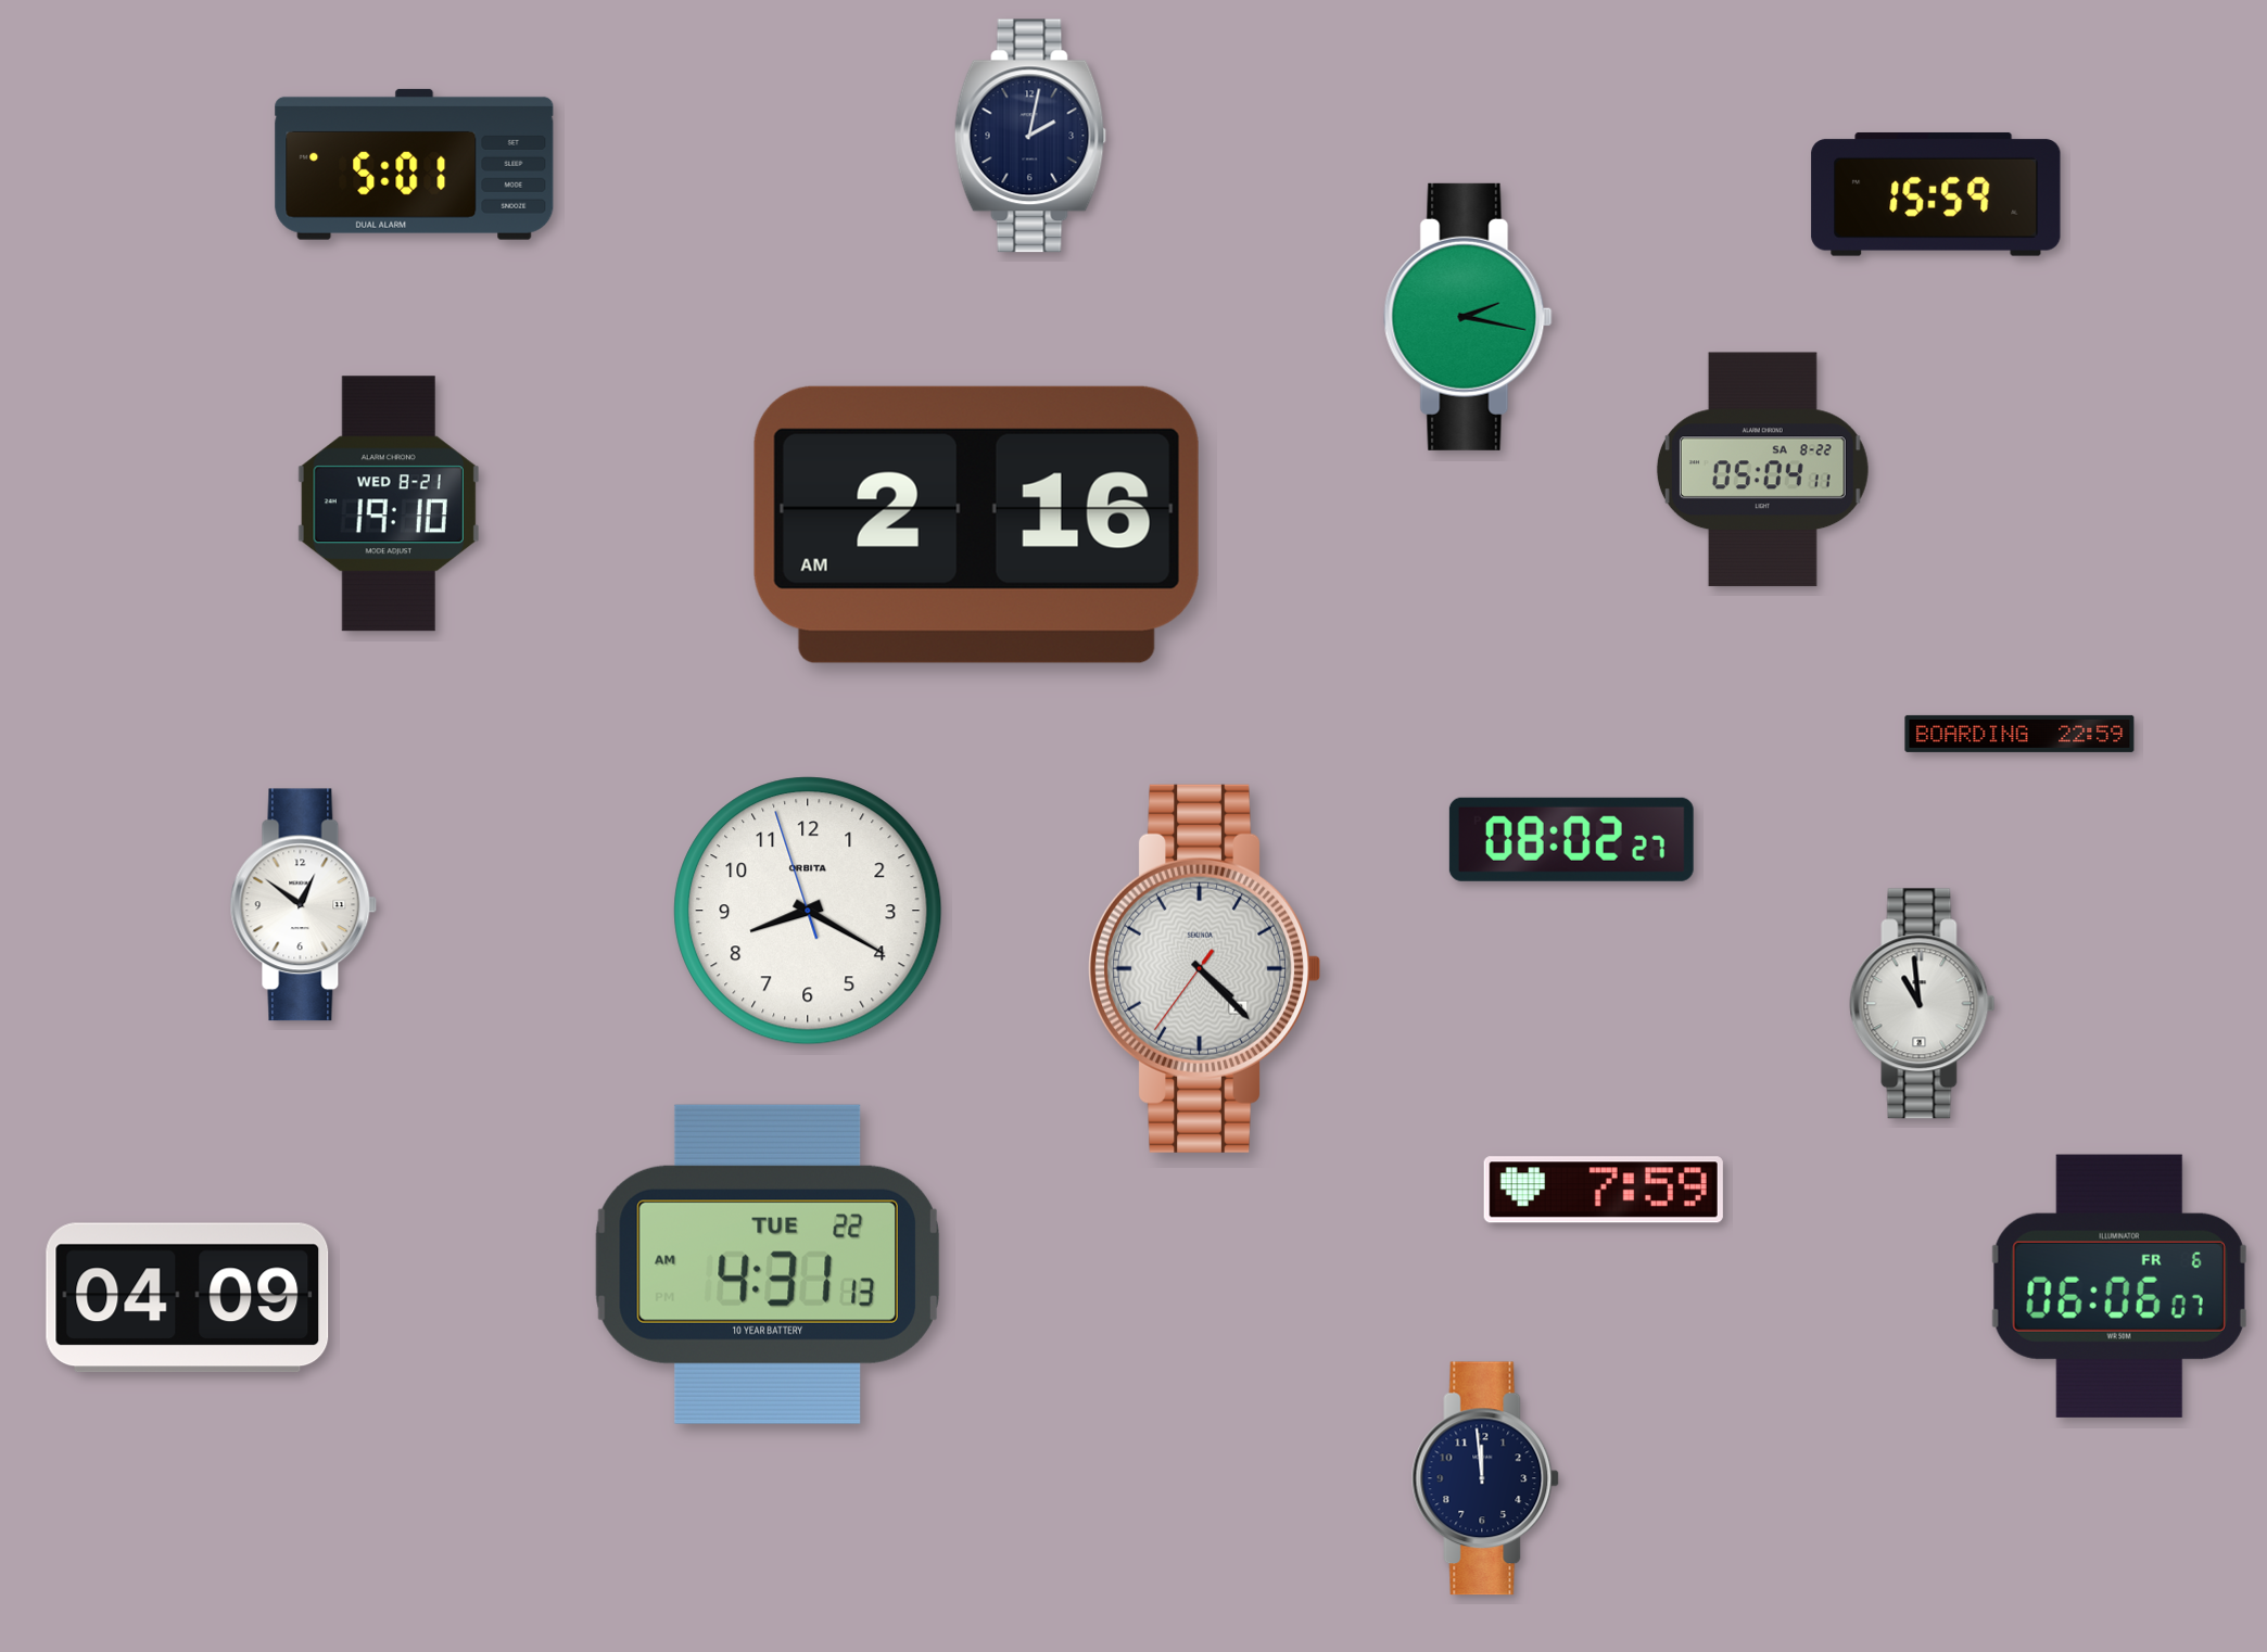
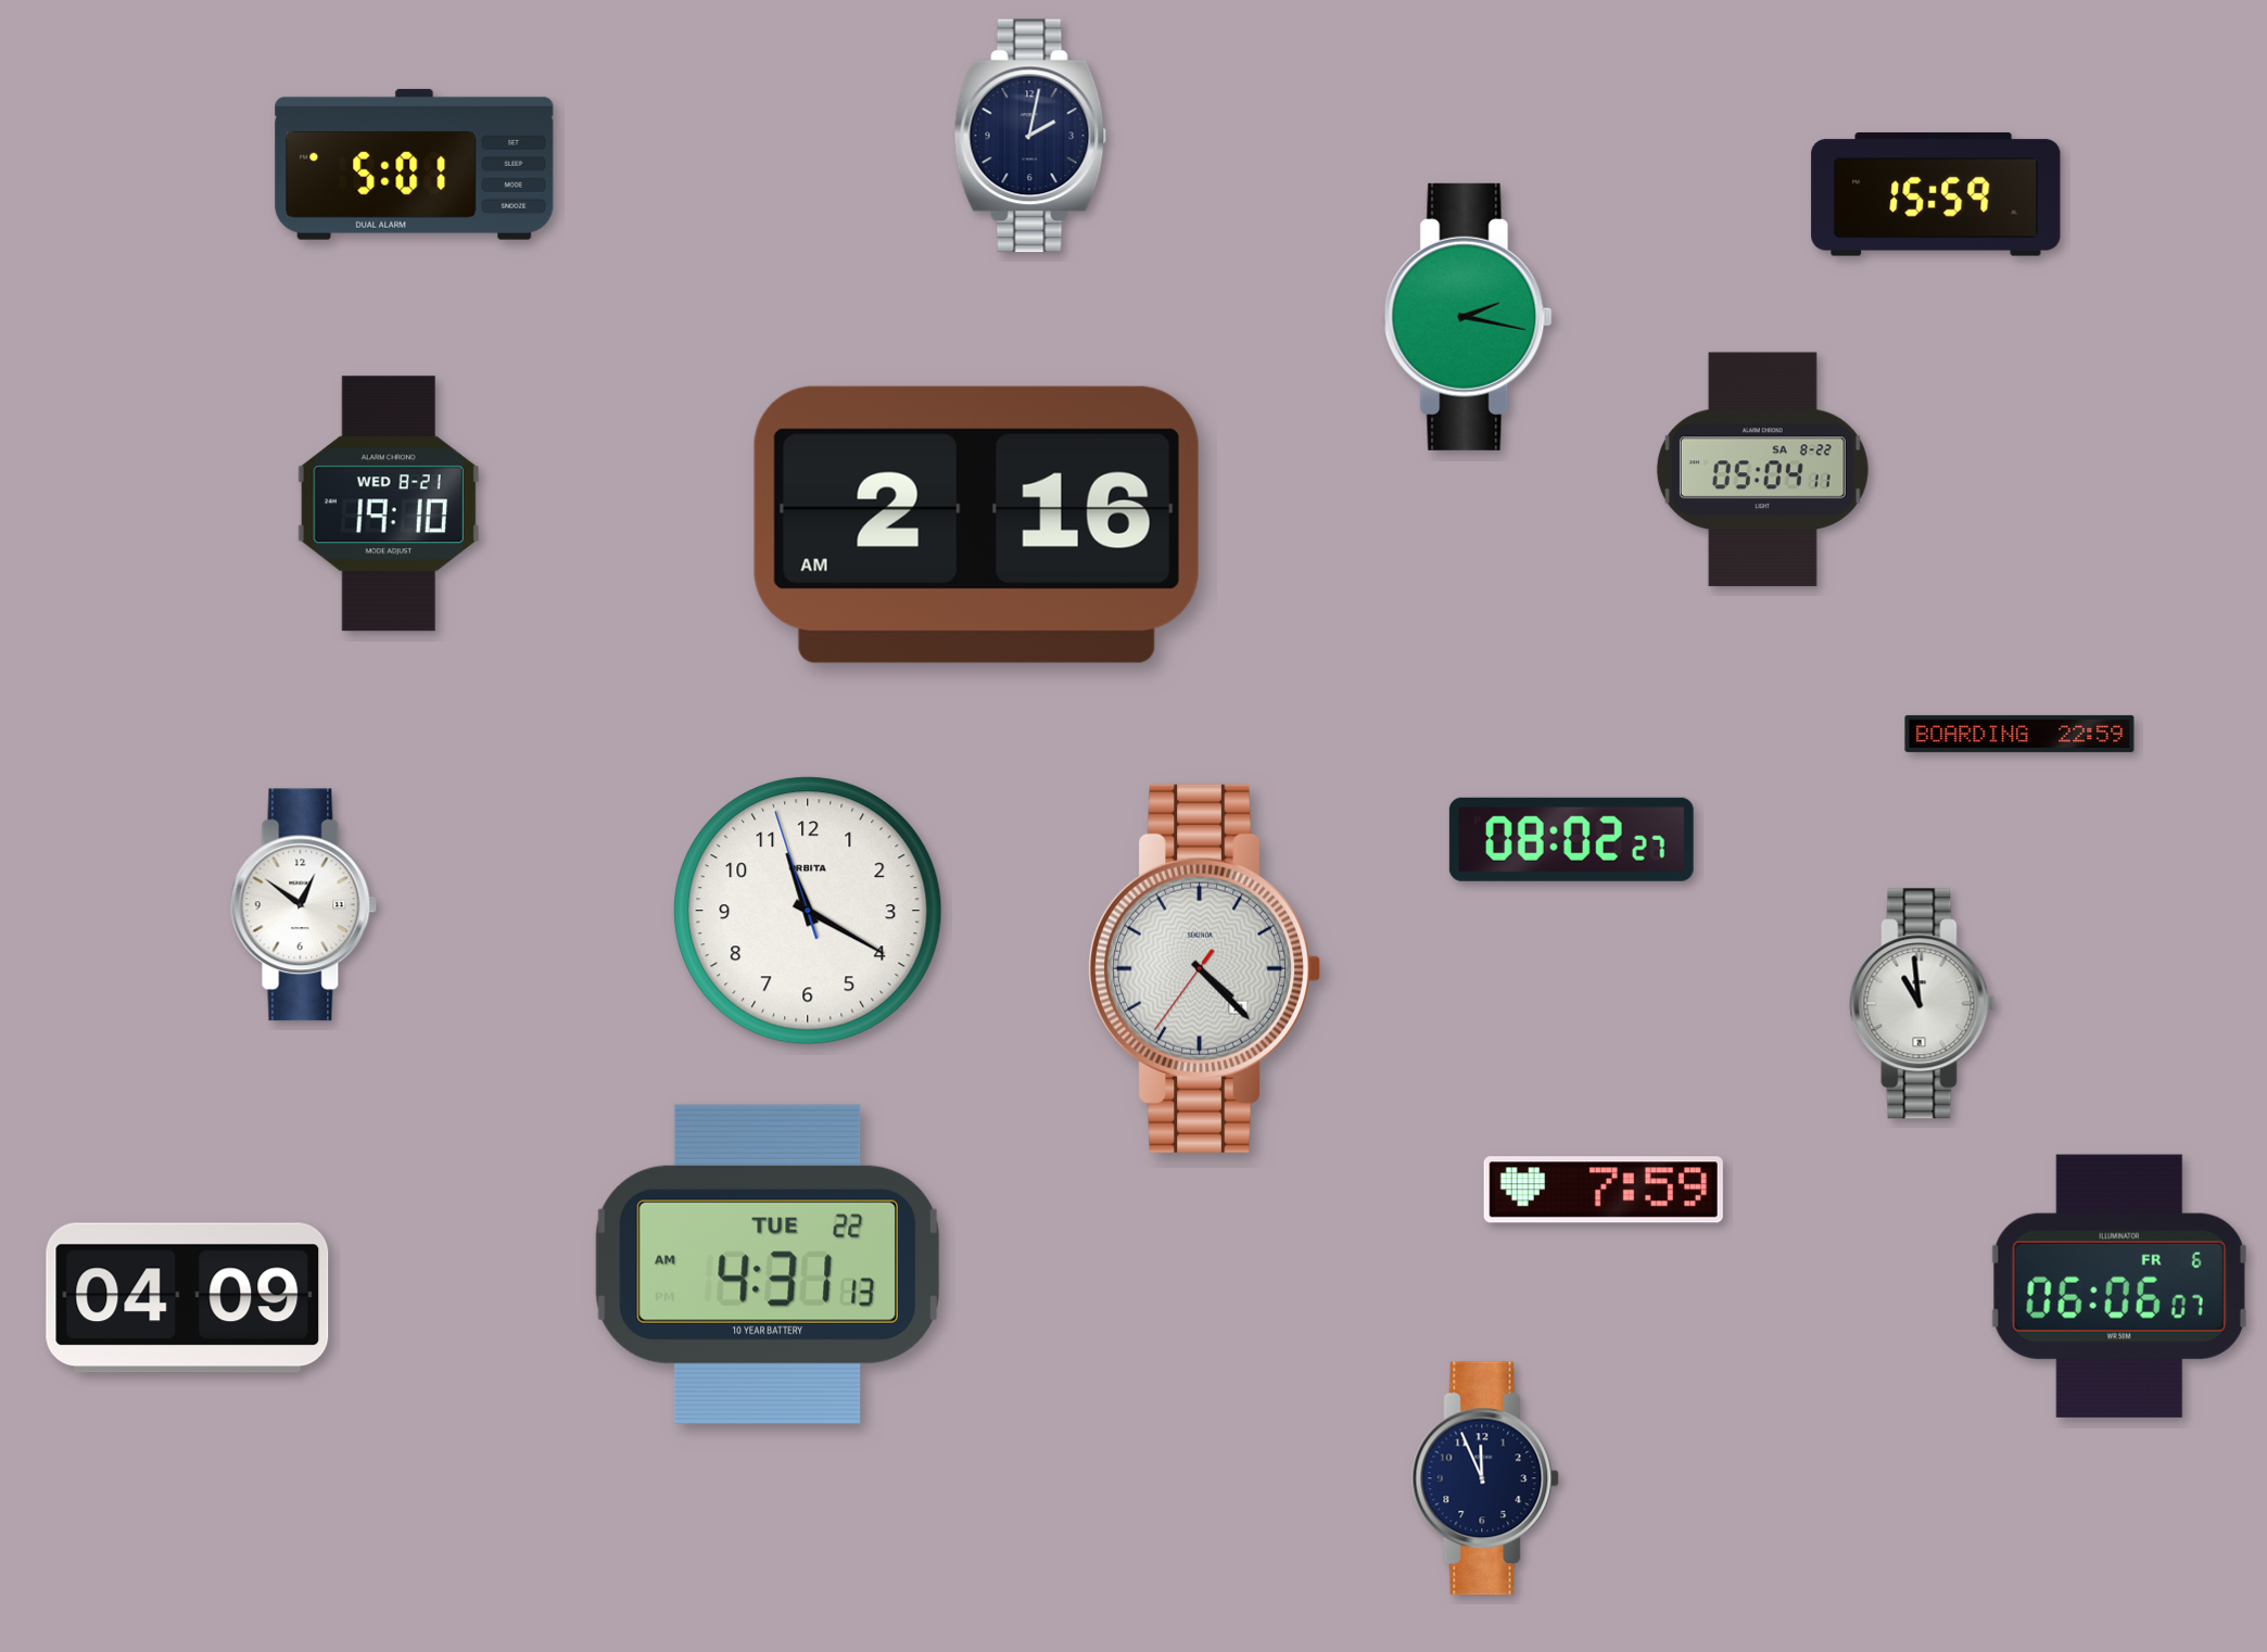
clock at (808, 911): 8:19 -> 11:19
clock at (1485, 1478): 11:59 -> 11:56
